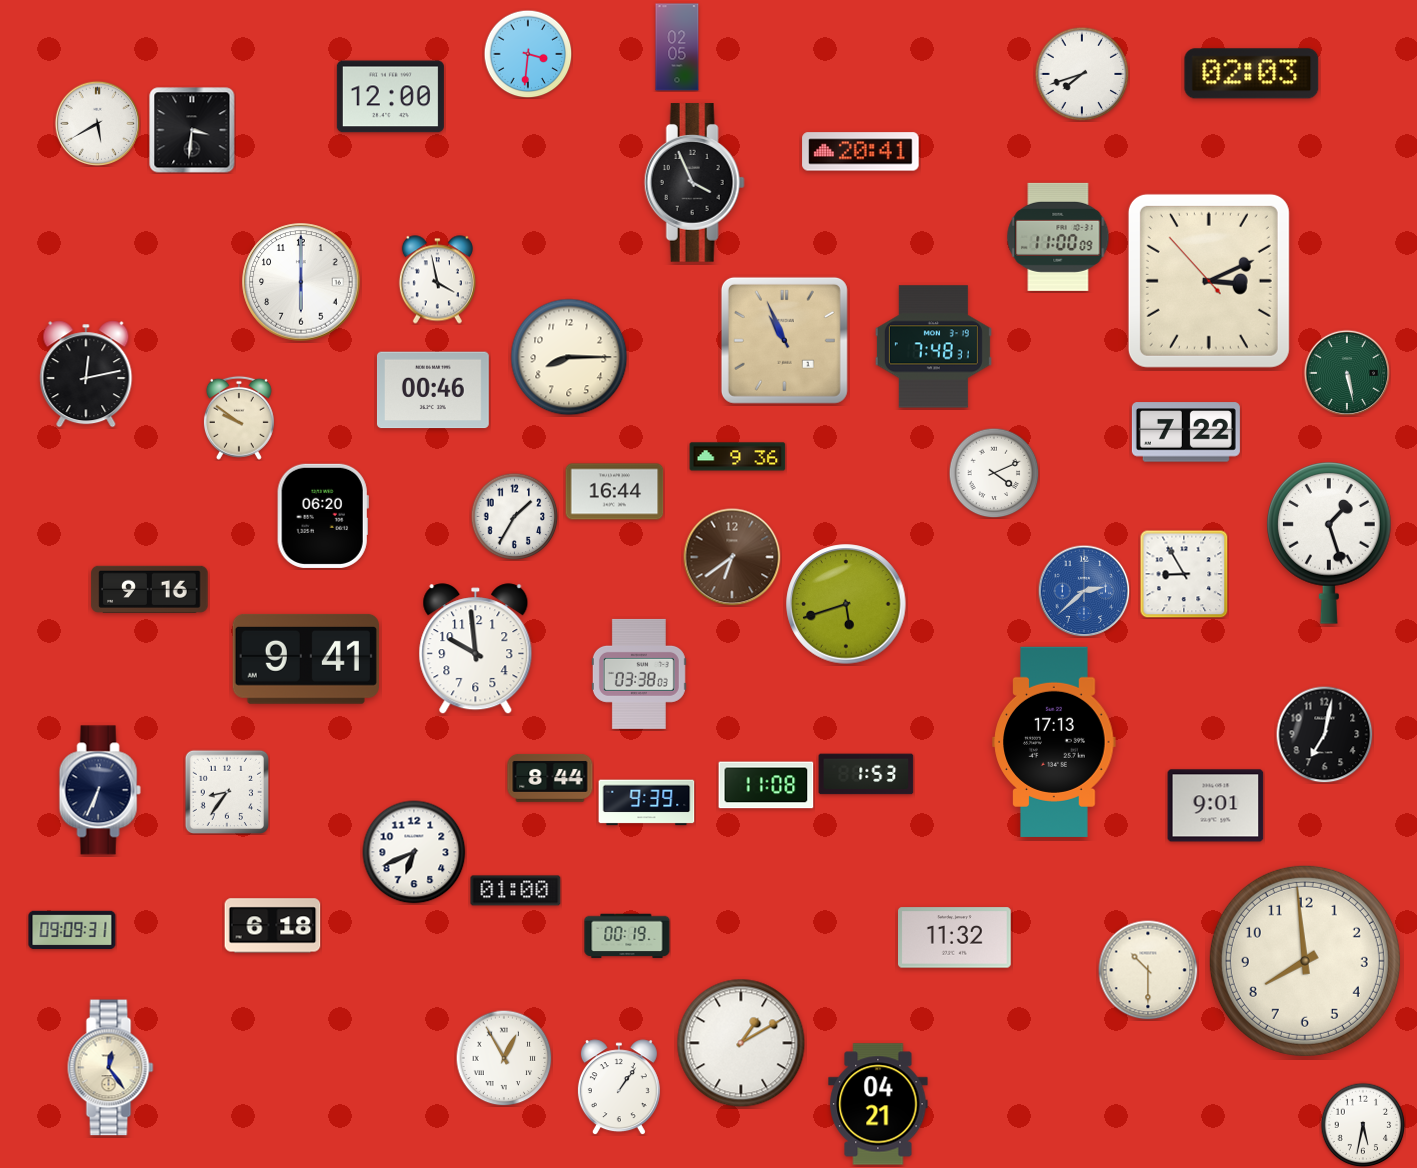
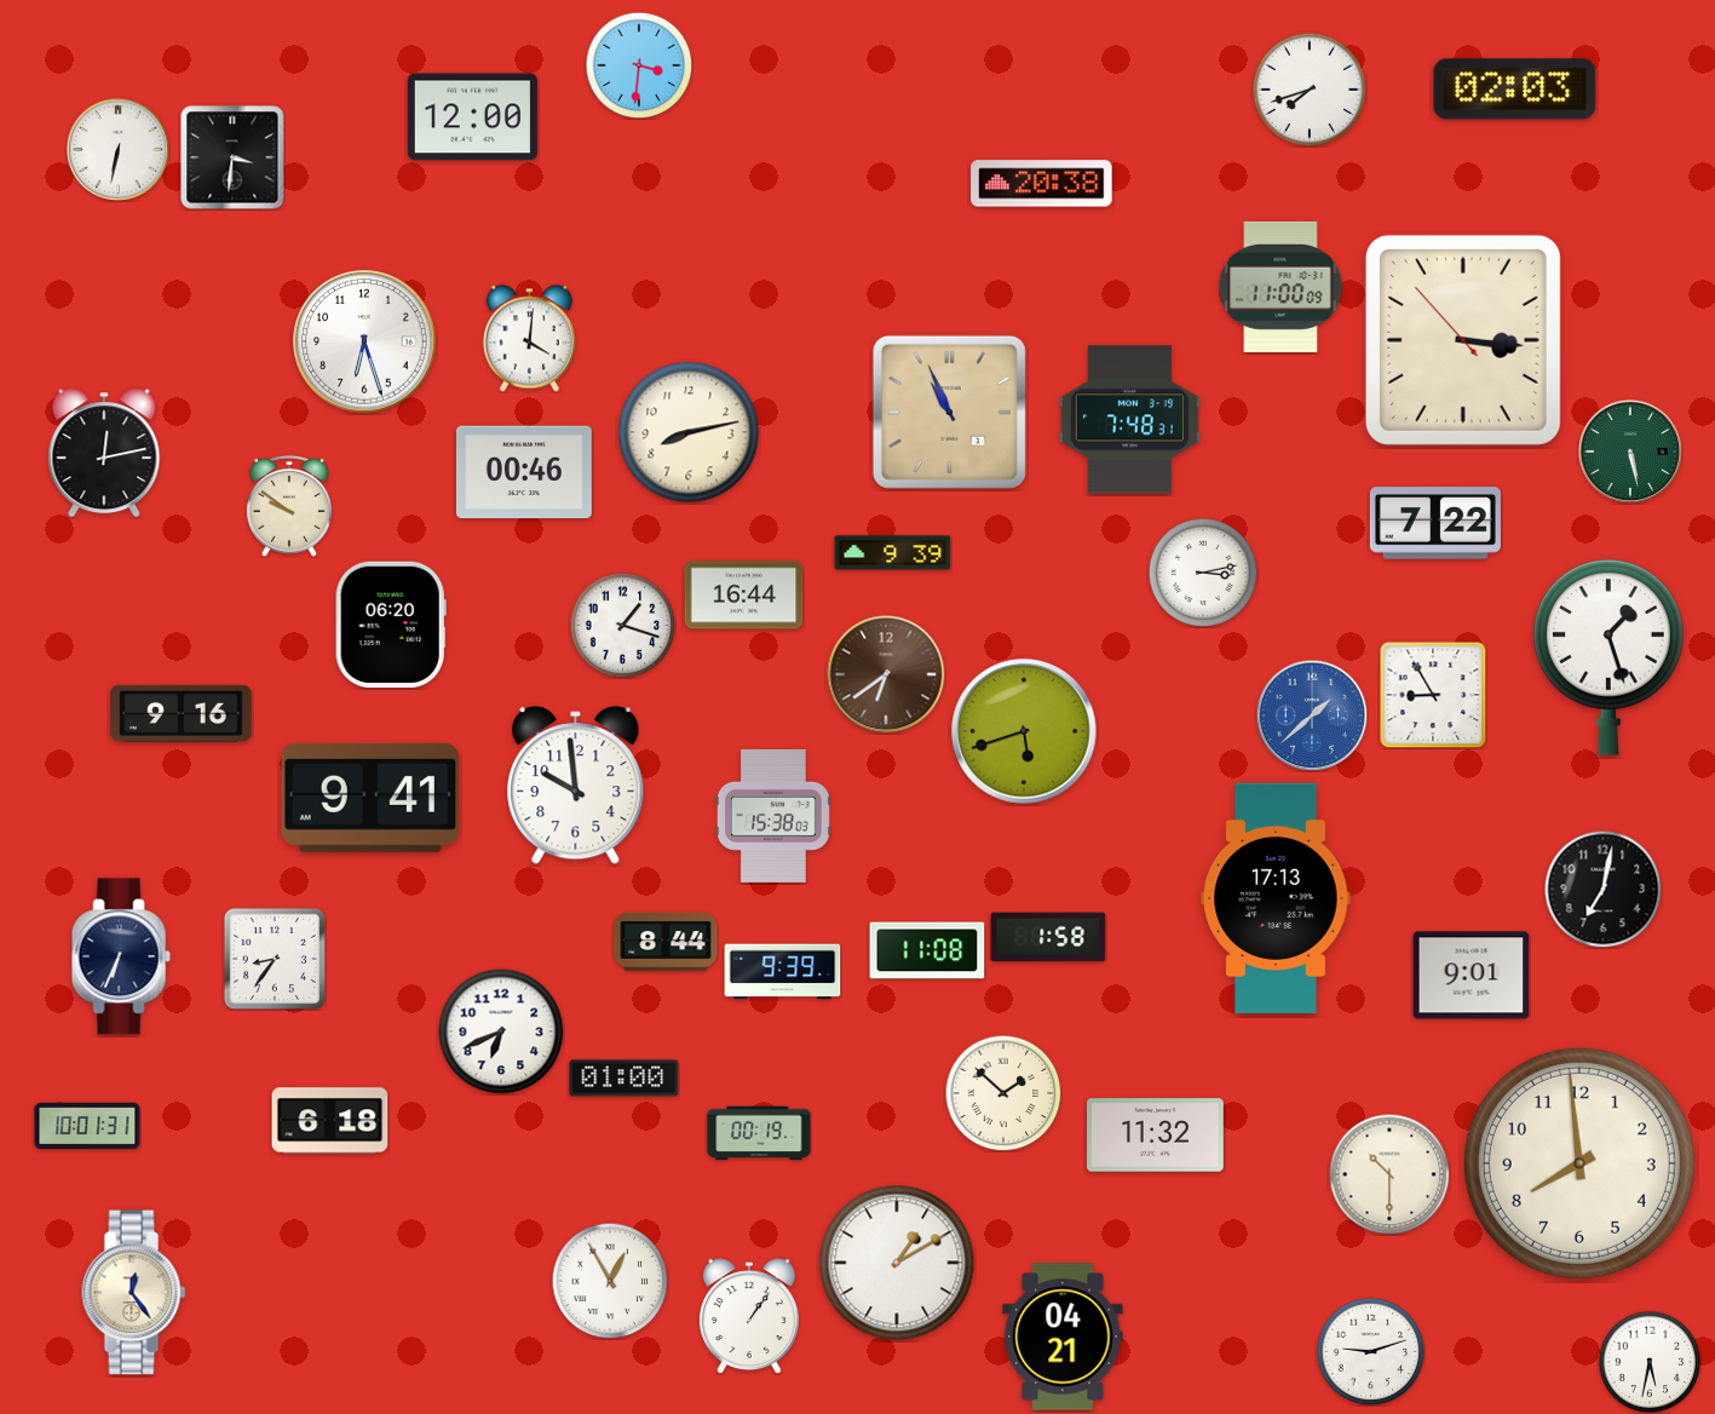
clock at (677, 47): 02:05 -> none
clock at (97, 123): 5:40 -> 6:32
clock at (861, 152): 20:41 -> 20:38
clock at (694, 183): 3:56 -> none
clock at (437, 280): 3:58 -> 4:01
clock at (1209, 281): 3:10 -> 3:15
clock at (301, 282): 6:00 -> 6:27
clock at (569, 357): 8:15 -> 8:13
clock at (738, 457): 9:36 -> 9:39
clock at (994, 473): 4:11 -> 3:13
clock at (514, 516): 1:35 -> 1:18
clock at (1084, 591): 2:38 -> 1:38
clock at (639, 674): 03:38 -> 15:38
clock at (866, 774): 1:53 -> 1:58
clock at (1003, 1093): none -> 1:52
clock at (72, 930): 09:09 -> 10:01
clock at (1370, 1351): none -> 9:12
